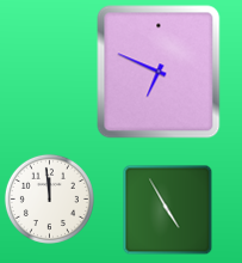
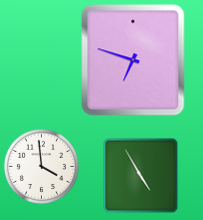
clock at (159, 72): 6:49 -> 6:48
clock at (49, 198): 11:59 -> 3:59
